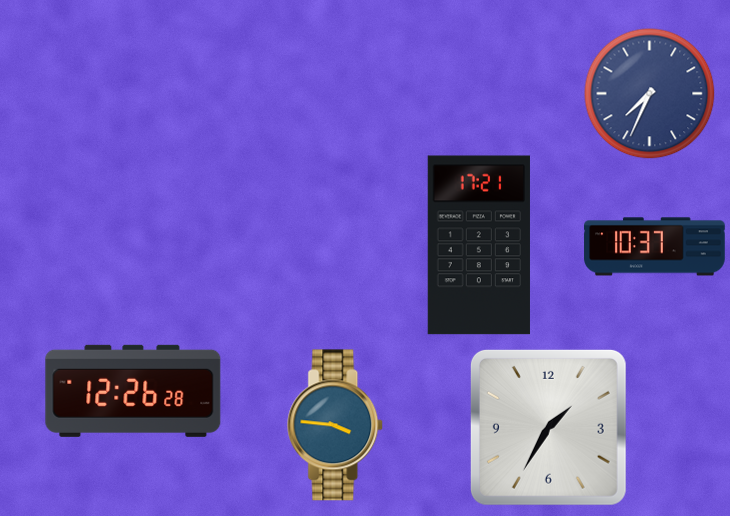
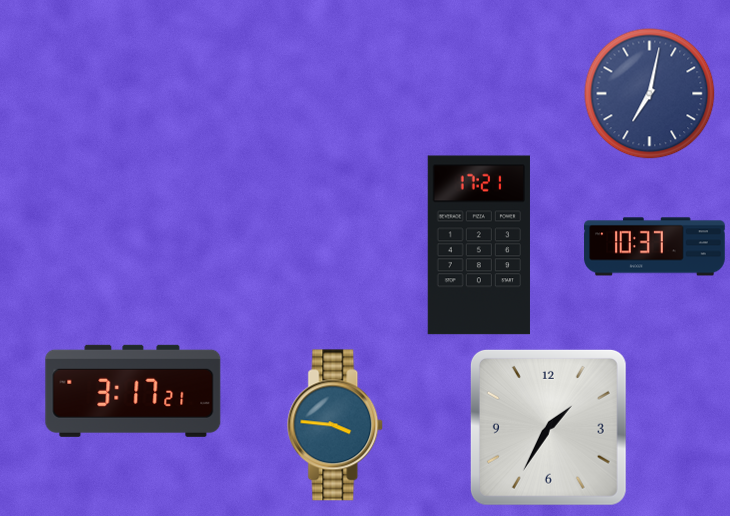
clock at (650, 94): 7:34 -> 7:02
clock at (133, 391): 12:26 -> 3:17
